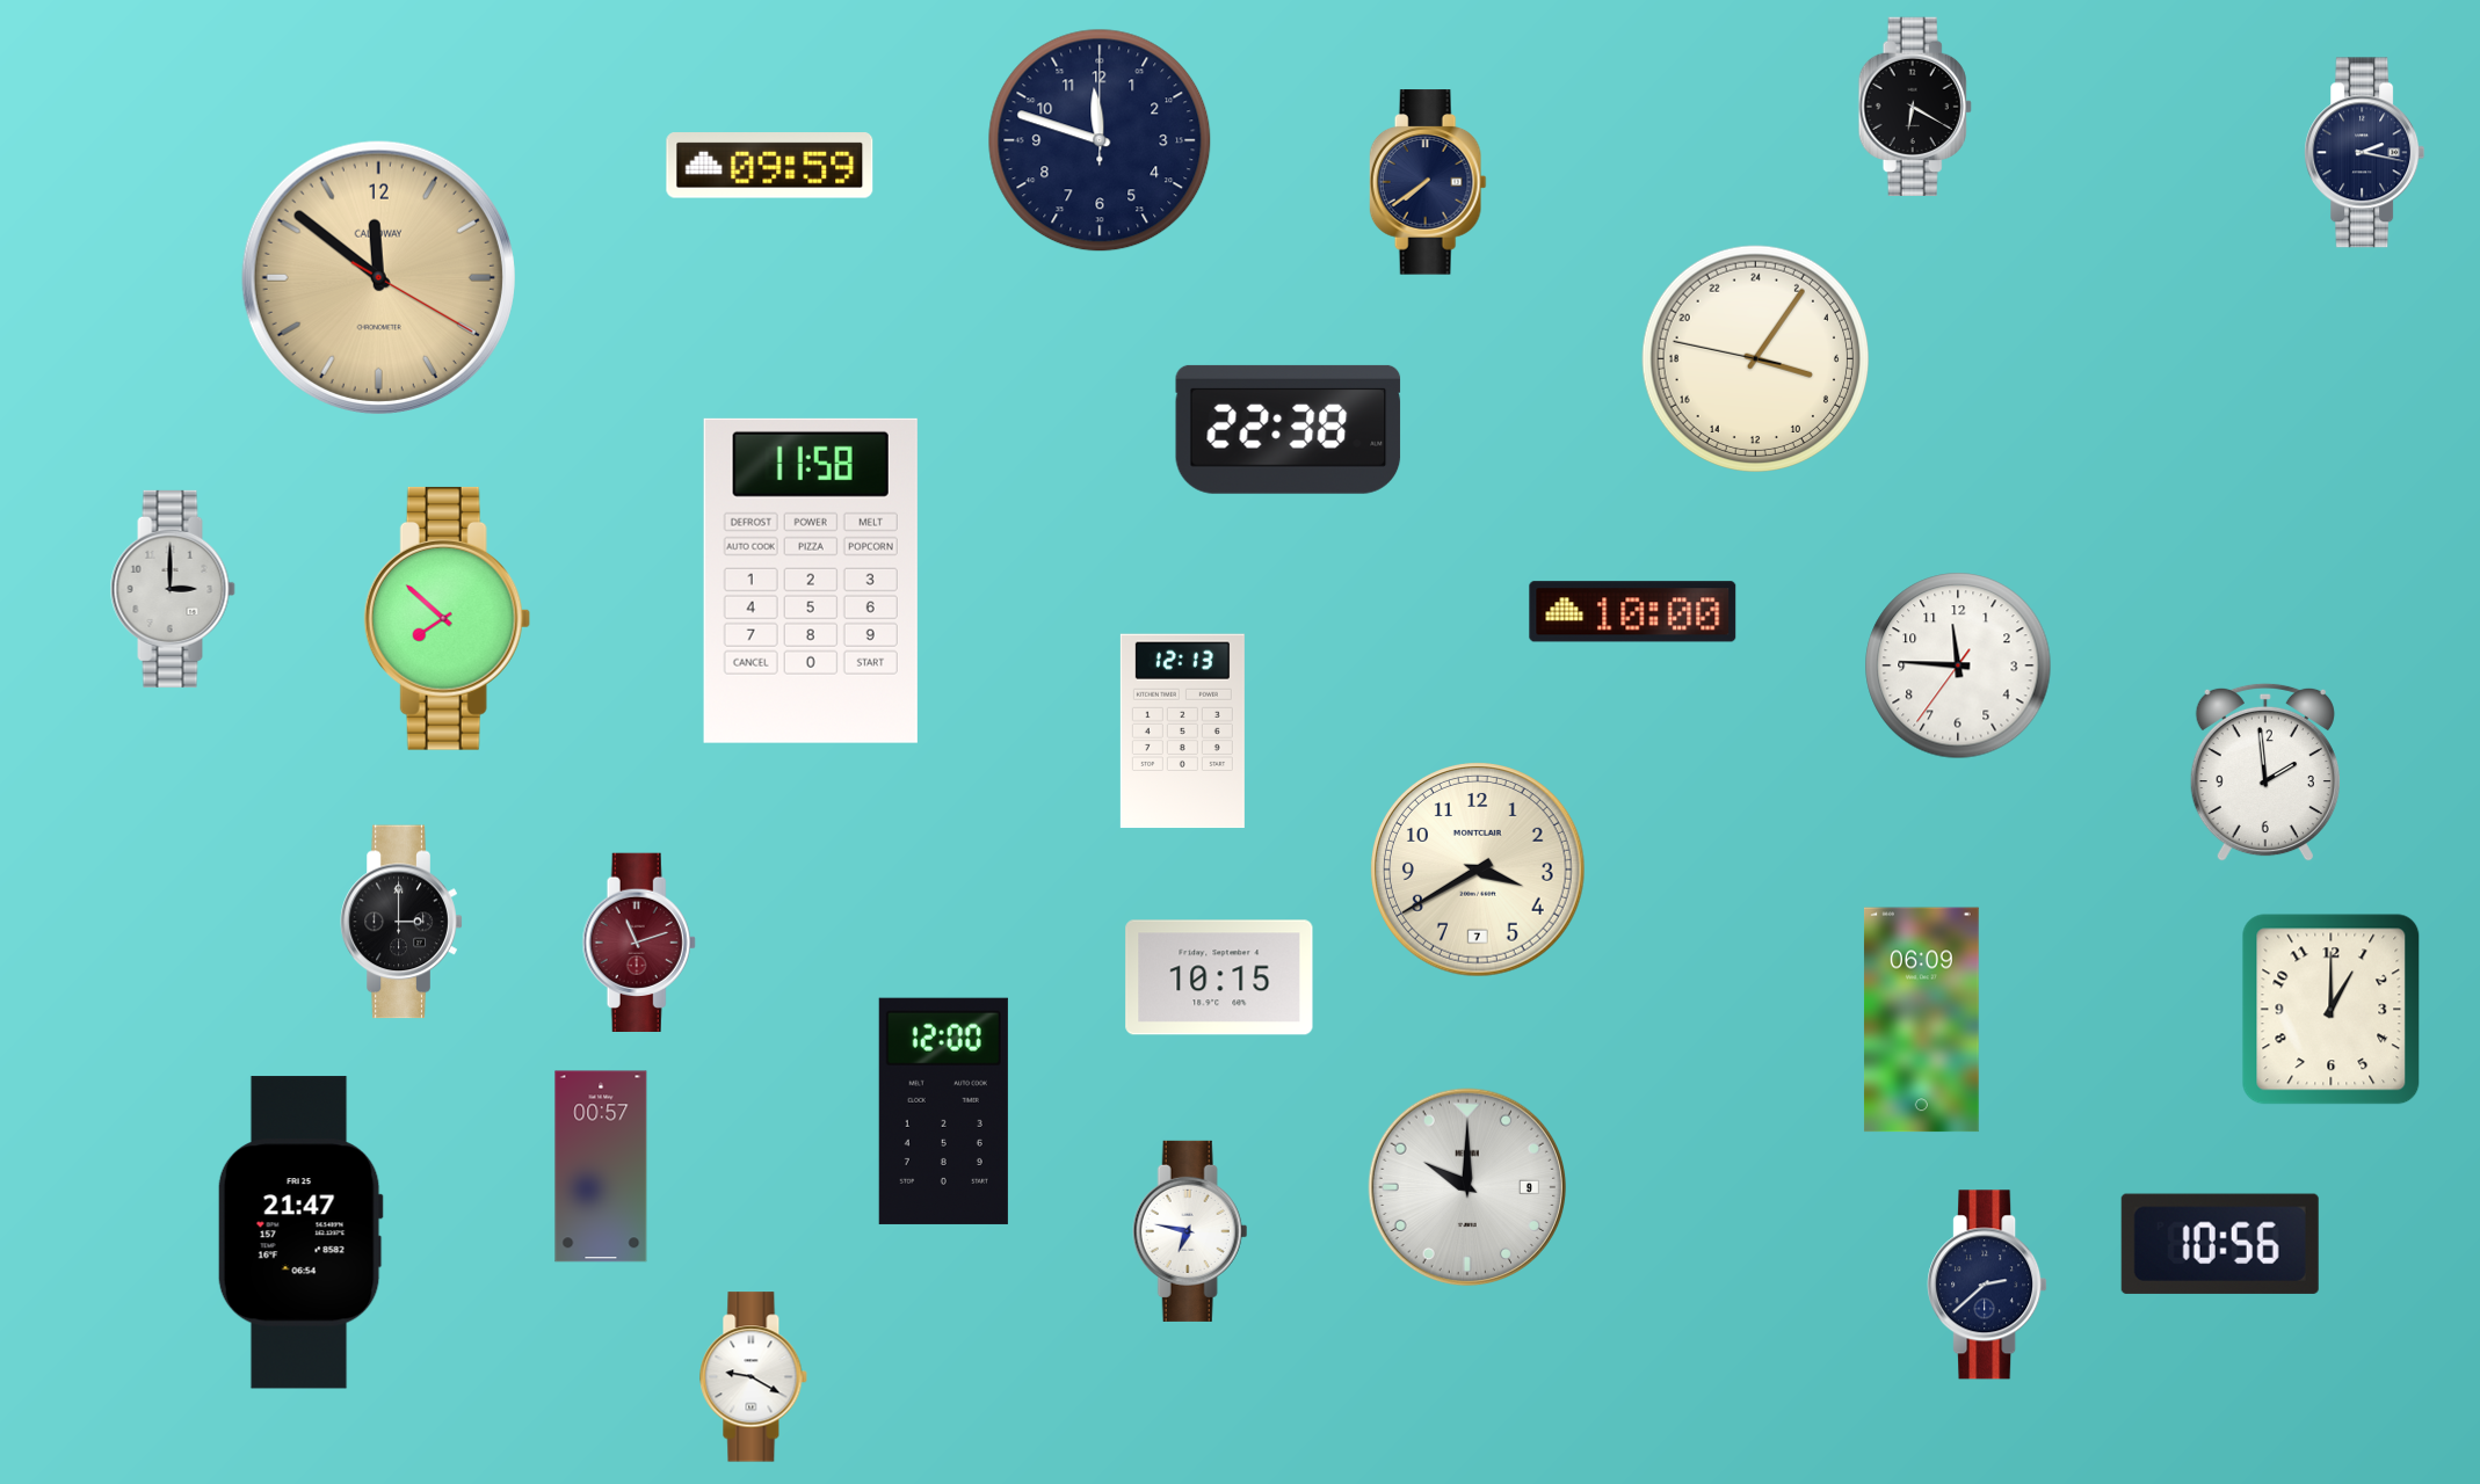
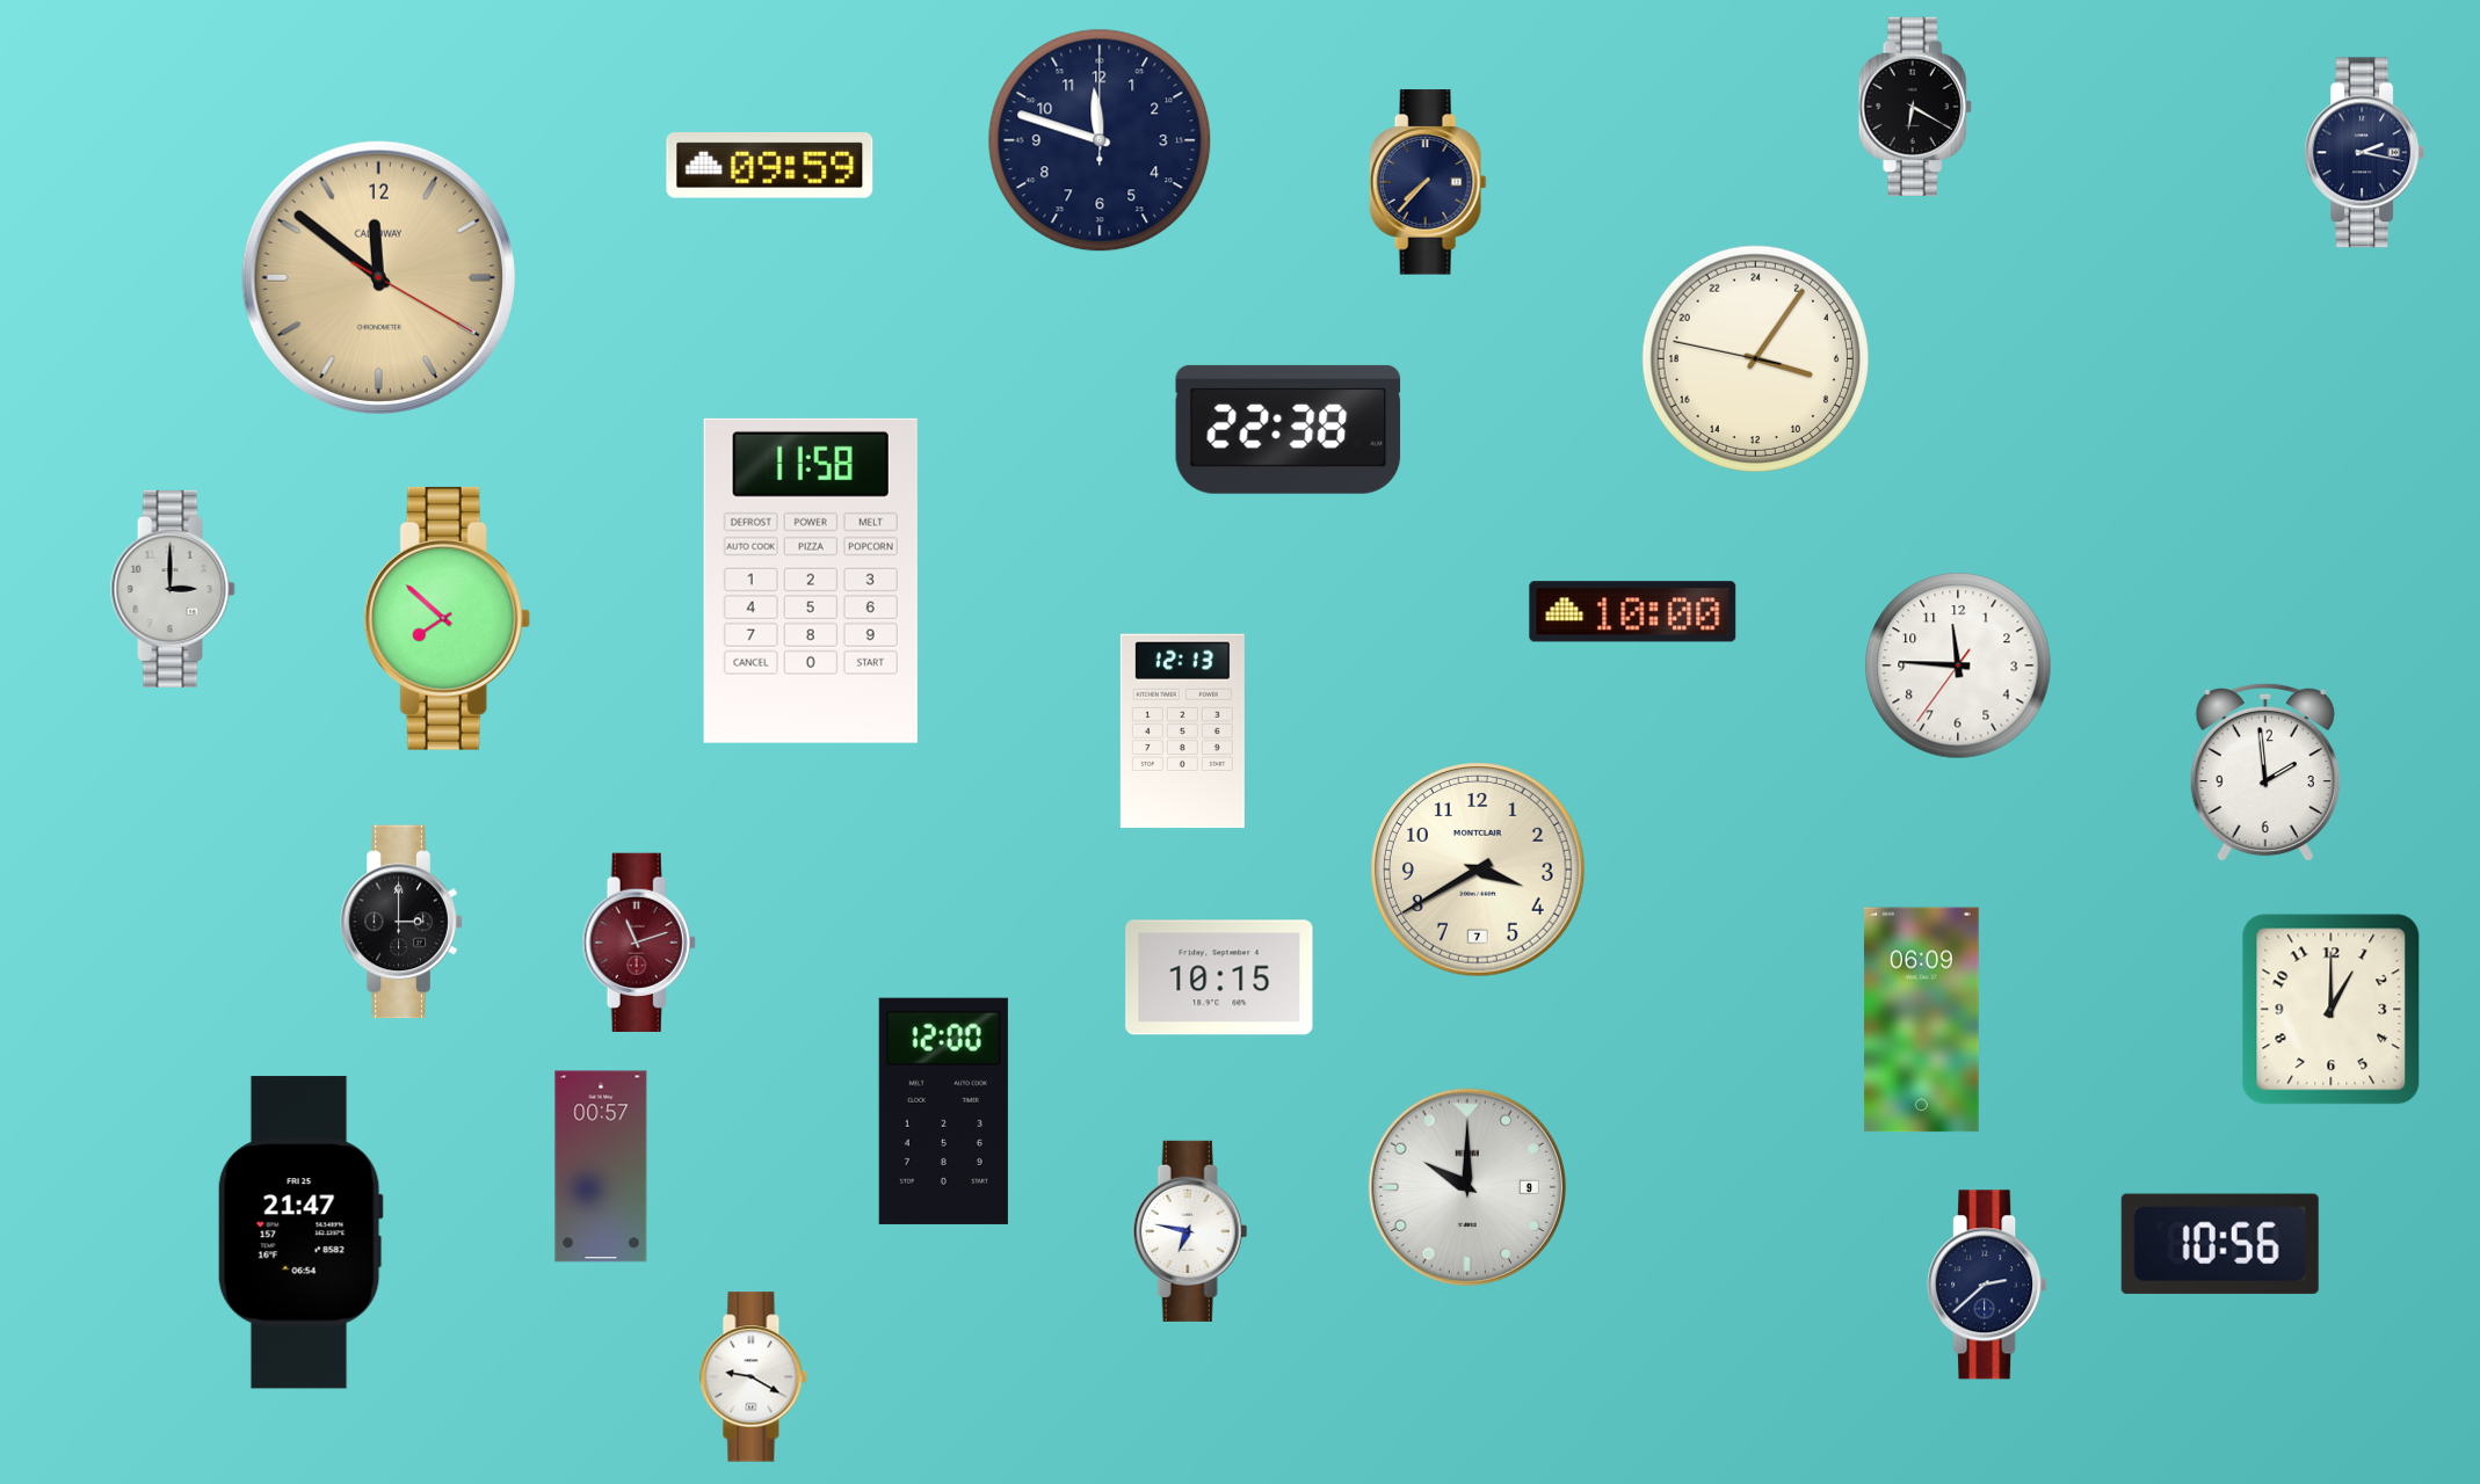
clock at (1428, 182): 7:39 -> 7:37
